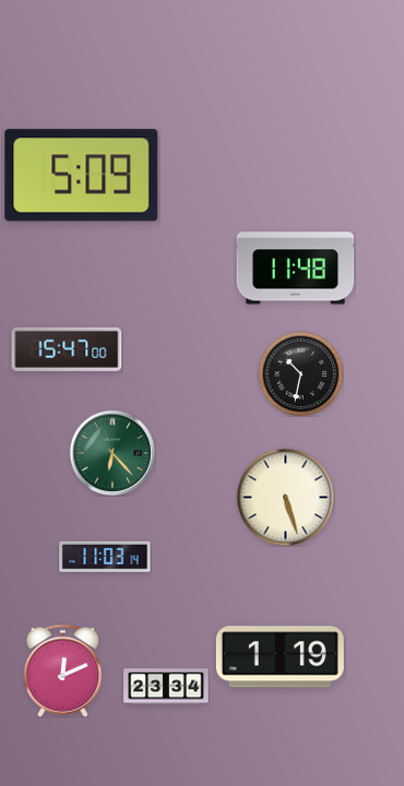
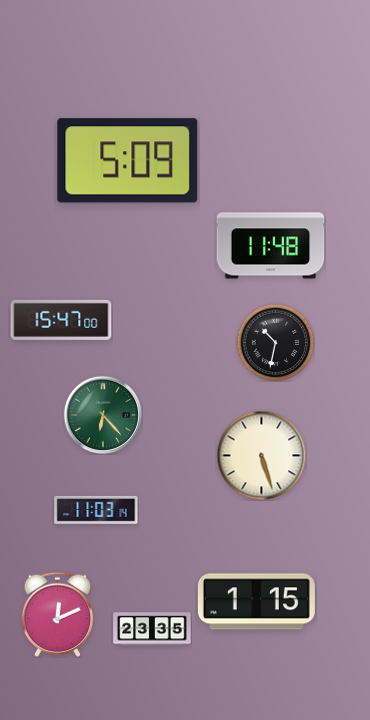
clock at (82, 176) position: (82, 176) -> (128, 161)
clock at (280, 657): 1:19 -> 1:15
clock at (166, 687): 23:34 -> 23:35
